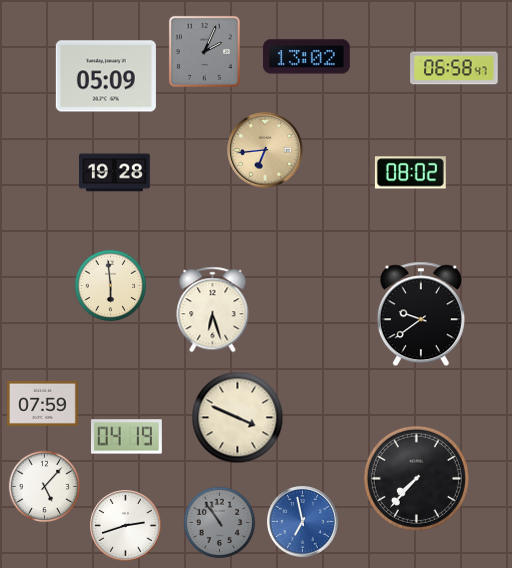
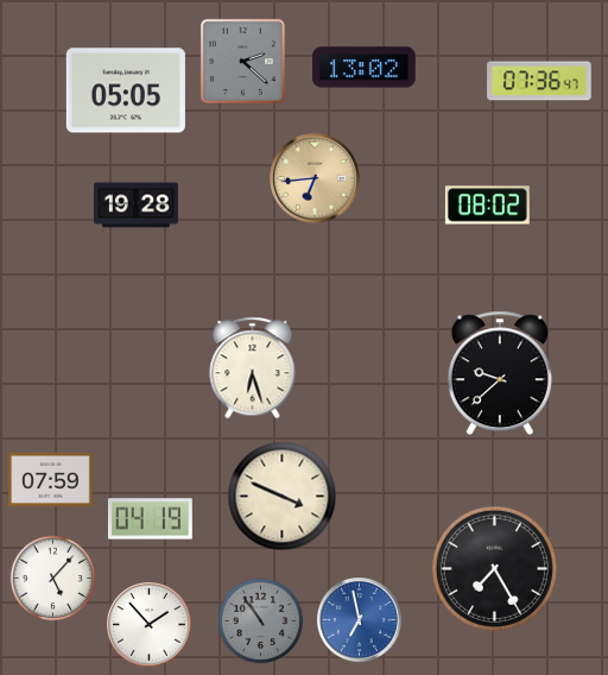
clock at (204, 51): 2:04 -> 2:22
clock at (454, 68): 06:58 -> 07:36
clock at (106, 76): 05:09 -> 05:05
clock at (111, 286): 5:59 -> none
clock at (421, 314): 9:39 -> 9:38
clock at (416, 478): 7:37 -> 7:25
clock at (126, 526): 2:42 -> 1:53
